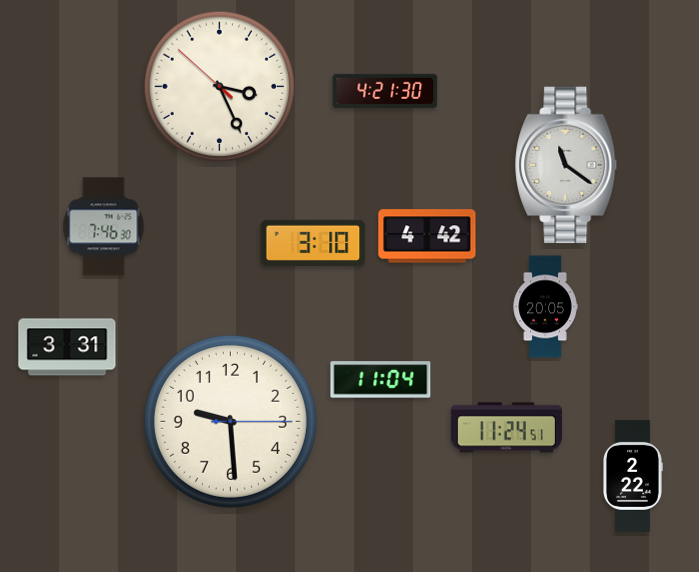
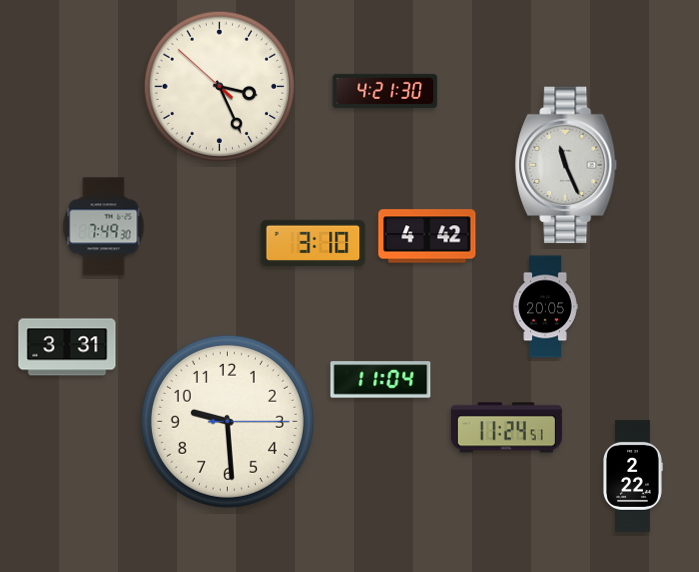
clock at (567, 165): 11:21 -> 11:26
clock at (104, 227): 7:46 -> 7:49
clock at (230, 421) position: (230, 421) -> (227, 421)
